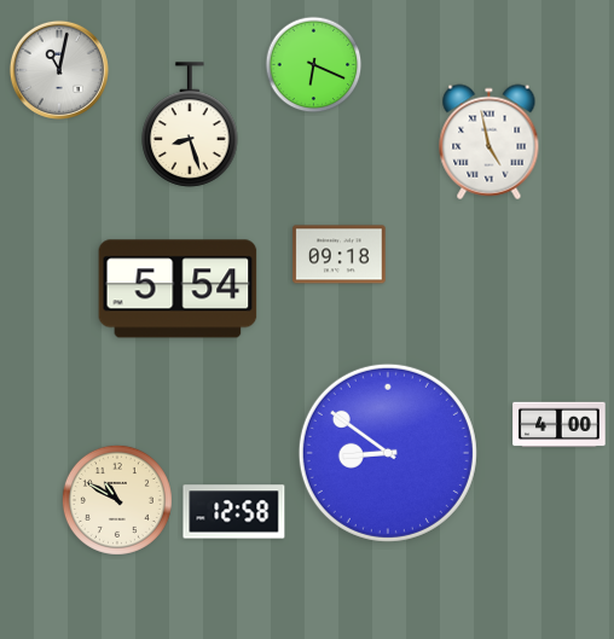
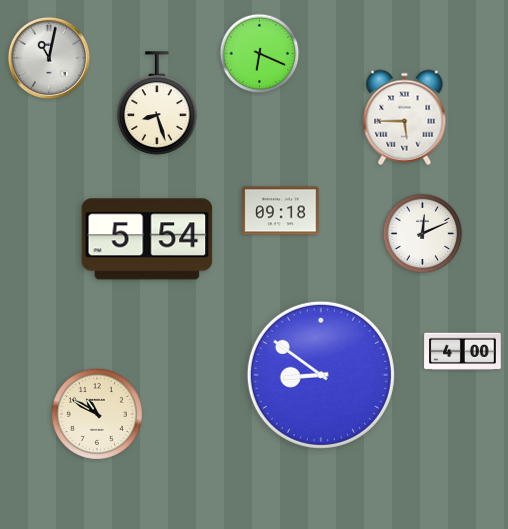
clock at (490, 143): 4:58 -> 5:45
clock at (423, 234): none -> 12:11
clock at (234, 512): 12:58 -> none
